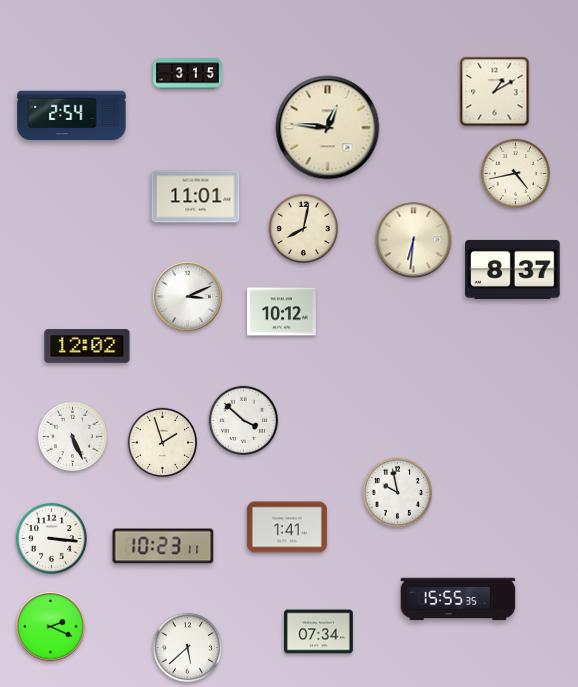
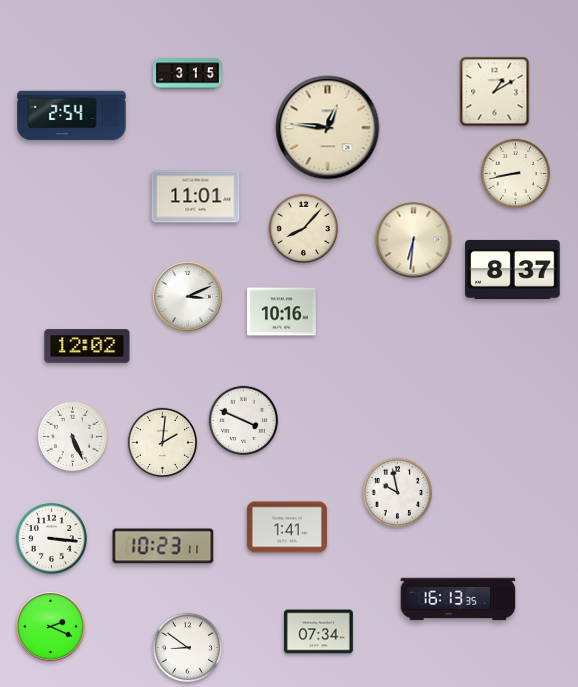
clock at (515, 173): 4:43 -> 8:43
clock at (303, 228): 8:02 -> 8:07
clock at (282, 312): 10:12 -> 10:16
clock at (243, 420): 3:52 -> 3:49
clock at (162, 442): 1:57 -> 2:01
clock at (458, 599): 15:55 -> 16:13
clock at (187, 647): 5:38 -> 8:51
